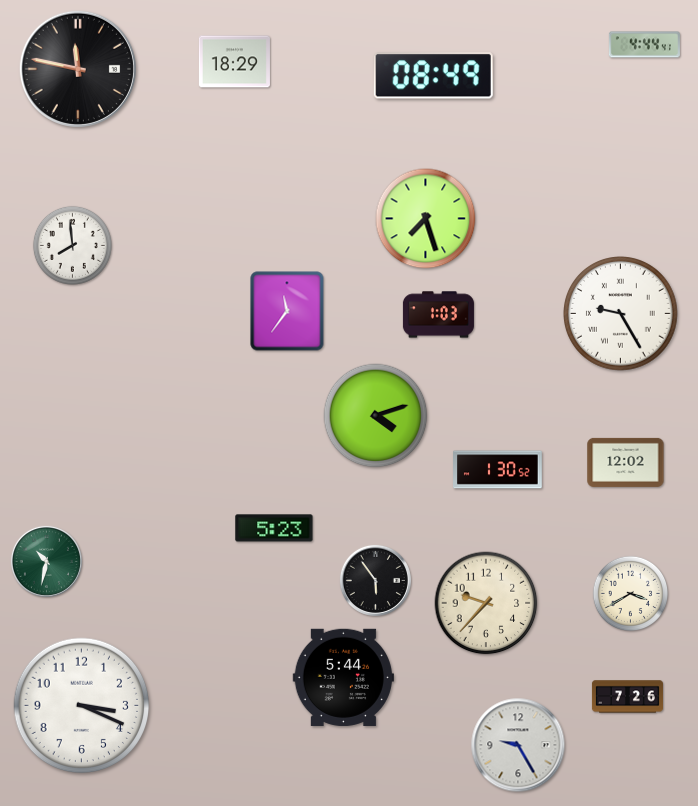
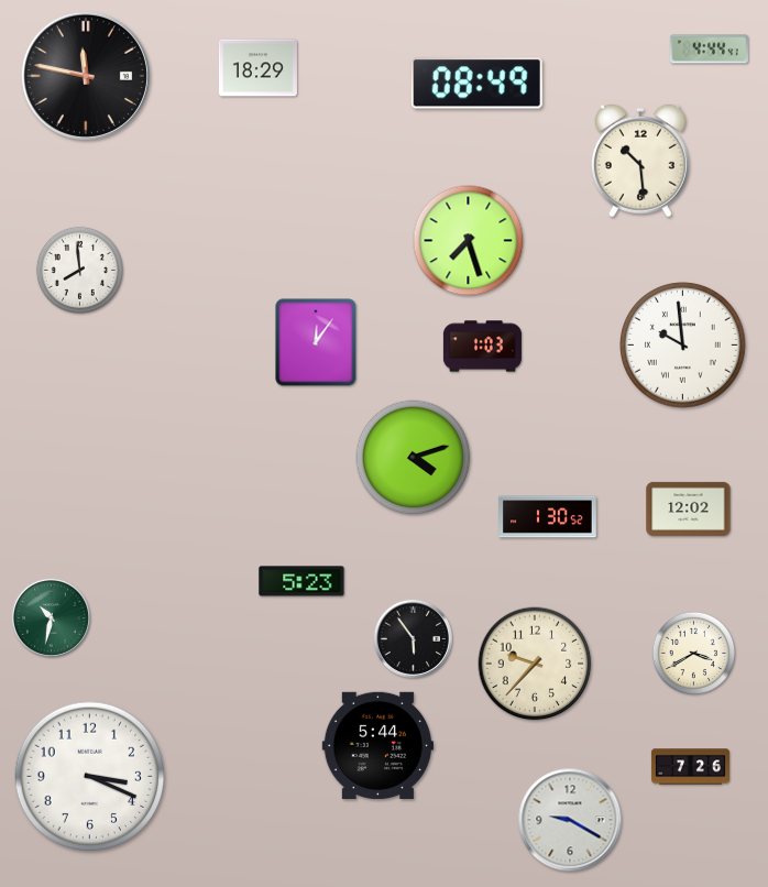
clock at (640, 161): none -> 10:29
clock at (287, 311): 11:36 -> 12:06
clock at (621, 314): 9:25 -> 9:59
clock at (518, 745): 9:25 -> 9:20
